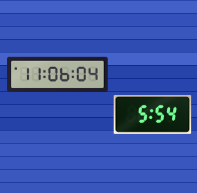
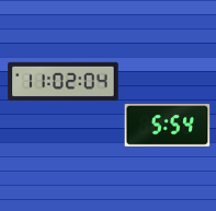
clock at (58, 75): 11:06 -> 11:02
